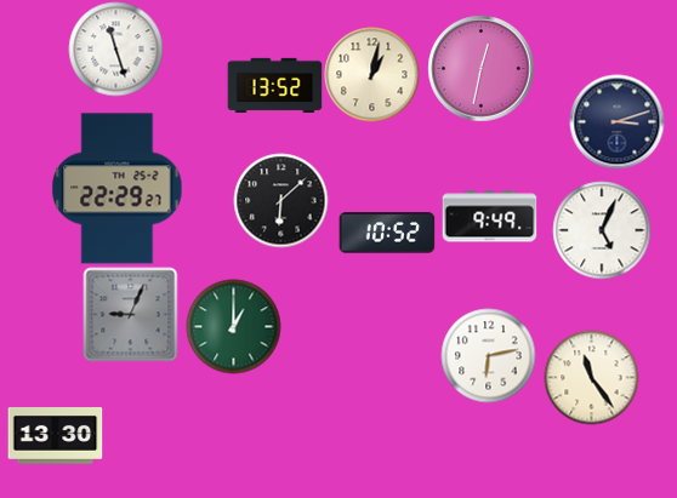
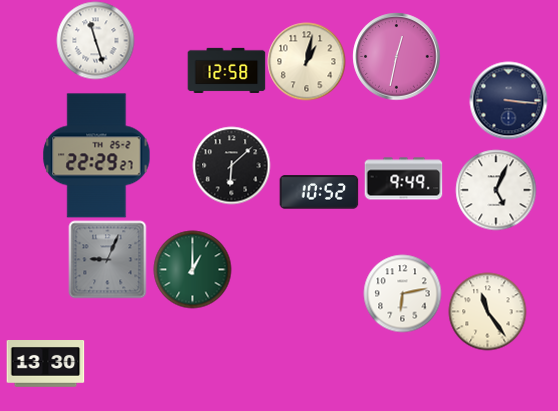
clock at (274, 85): 13:52 -> 12:58
clock at (616, 121): 3:12 -> 3:16
clock at (55, 436) position: (55, 436) -> (45, 364)
